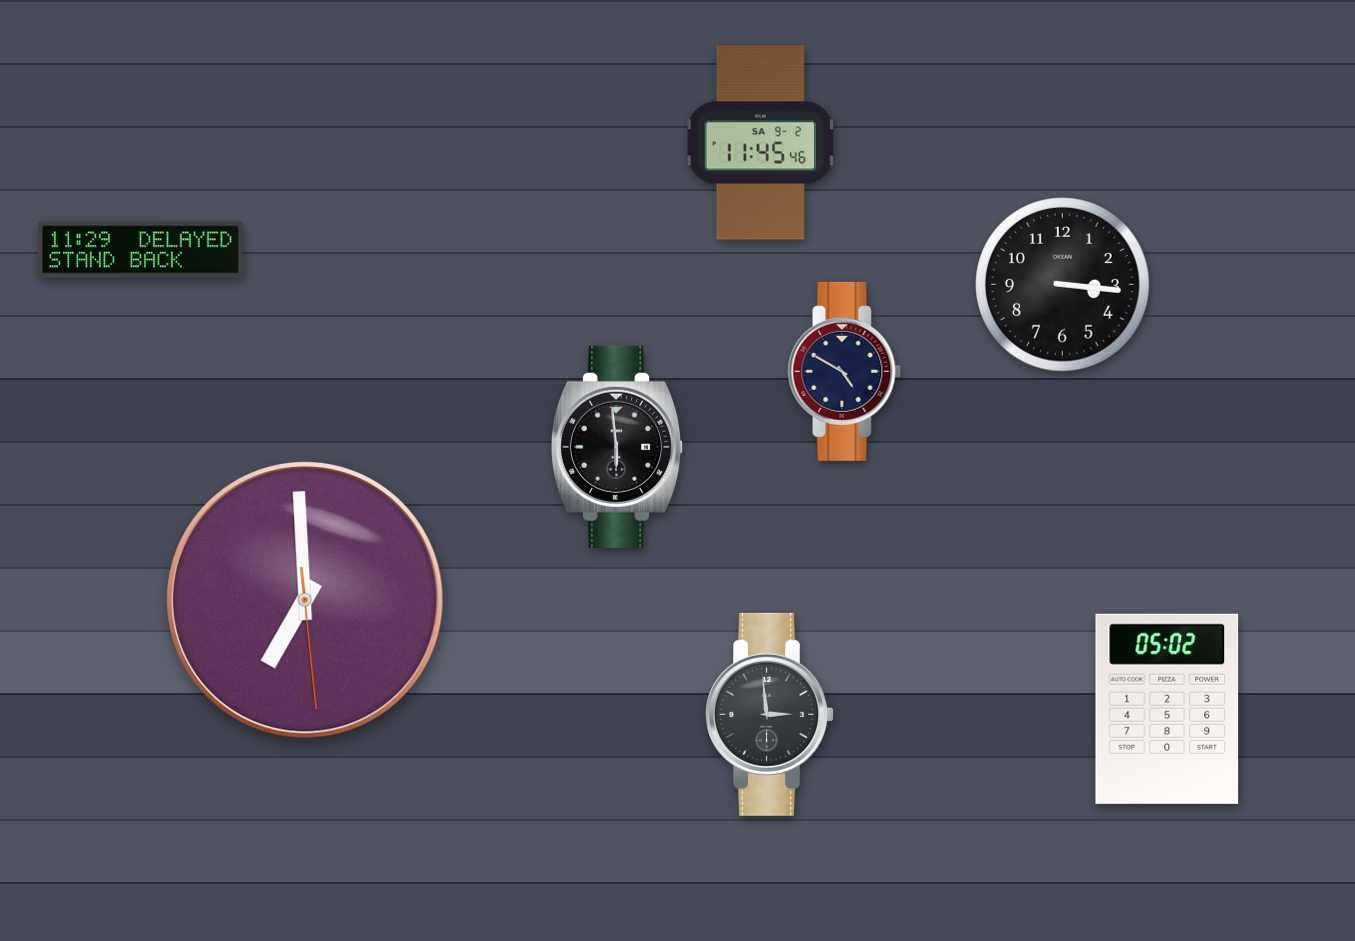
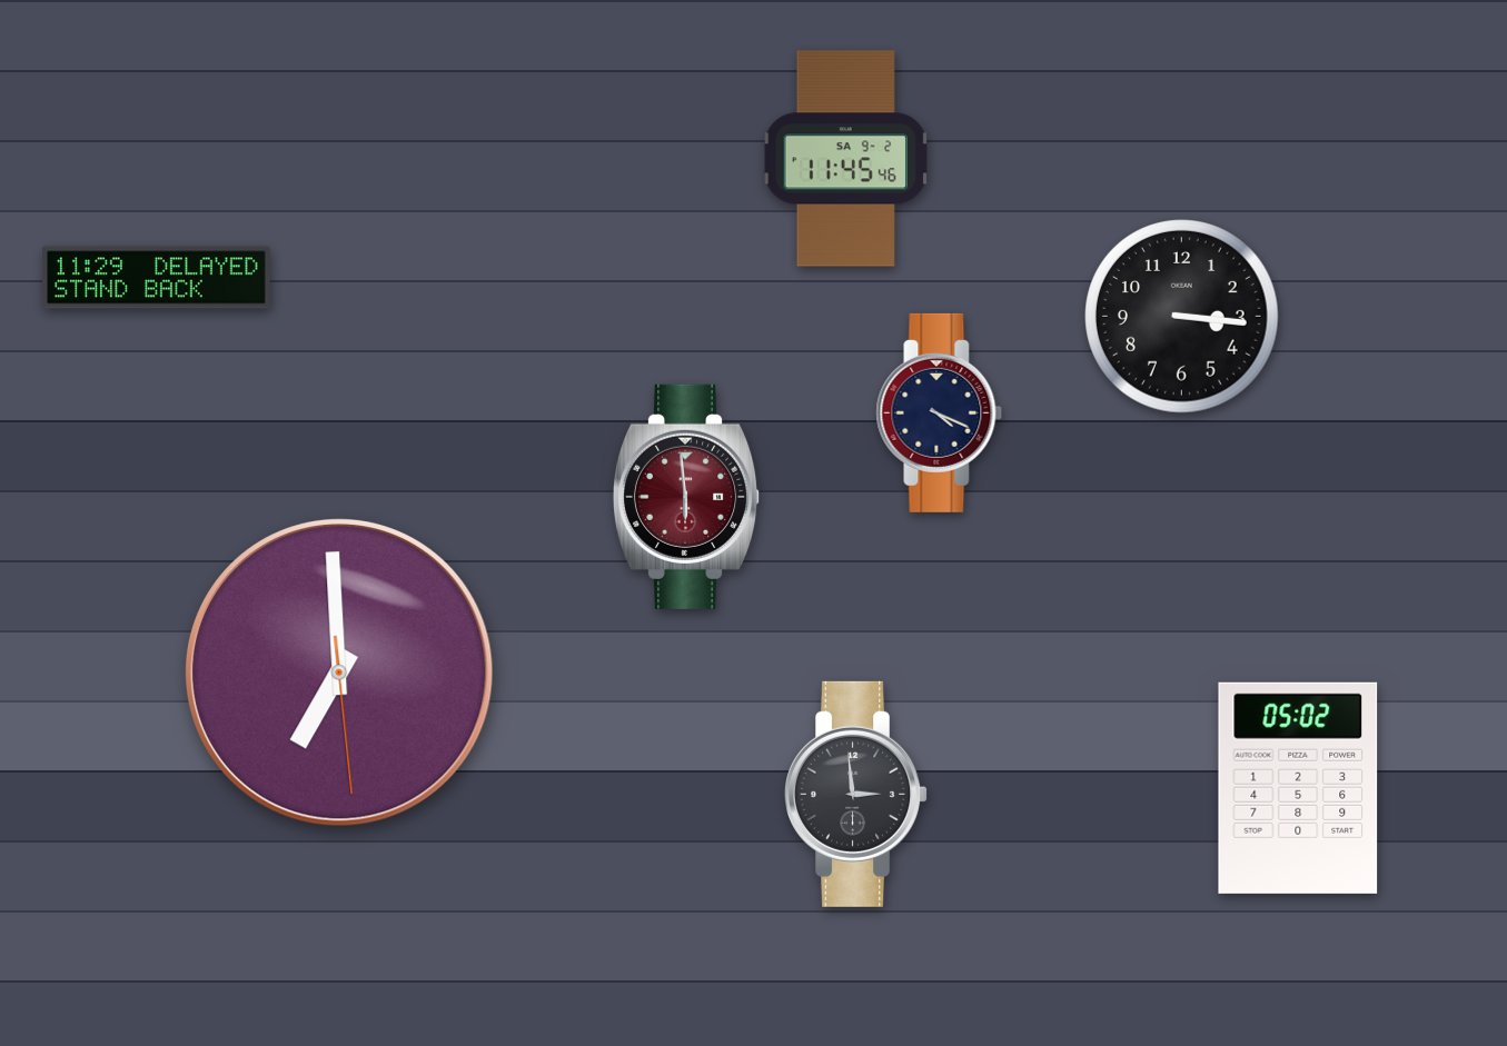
clock at (845, 371): 4:50 -> 4:19
clock at (617, 447) dial: black -> burgundy
clock at (305, 600) position: (305, 600) -> (339, 673)
